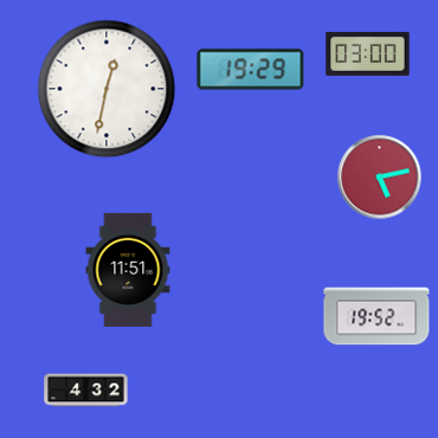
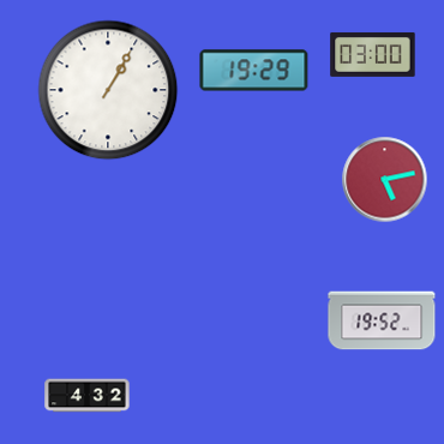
clock at (107, 89): 12:32 -> 1:05
clock at (128, 270): 11:51 -> none
